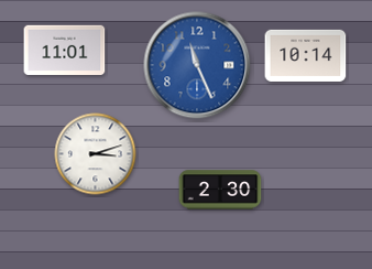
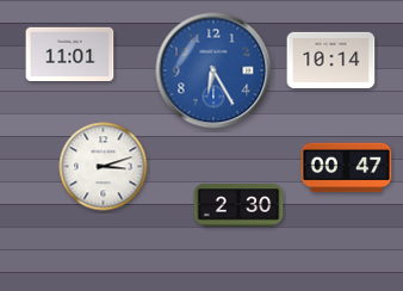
clock at (197, 65): 11:26 -> 6:25
clock at (347, 168): none -> 00:47
